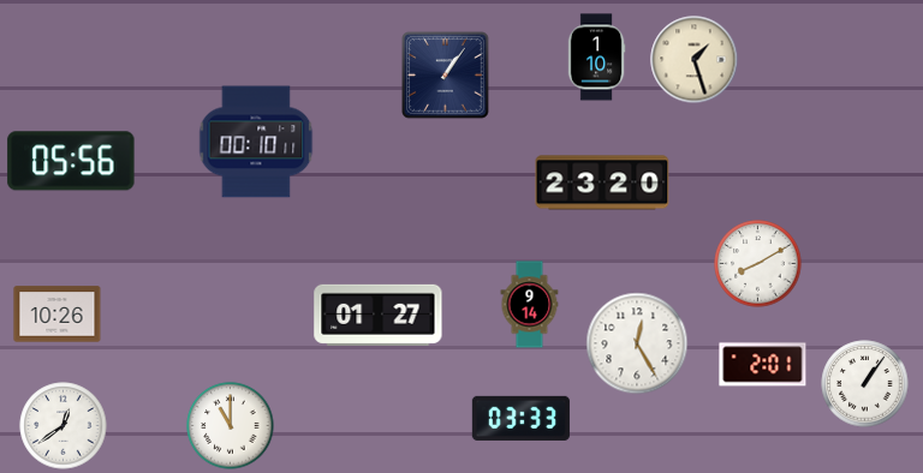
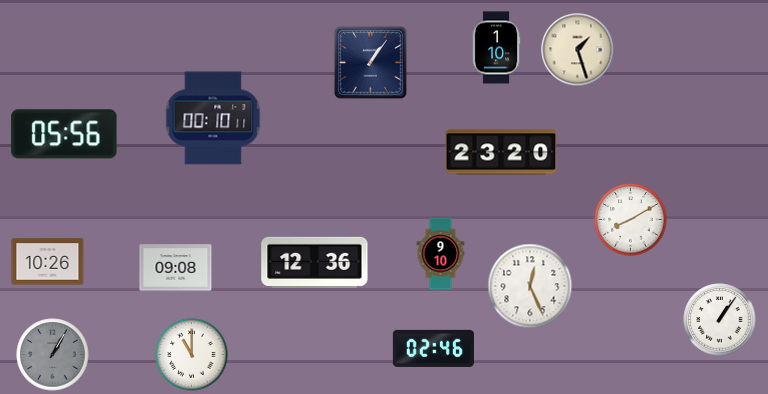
clock at (71, 161) position: (71, 161) -> (64, 134)
clock at (530, 305): 9:14 -> 9:10
clock at (379, 315): 01:27 -> 12:36
clock at (176, 268): none -> 09:08
clock at (637, 343): 12:25 -> 12:26
clock at (763, 365): 2:01 -> none
clock at (520, 418): 03:33 -> 02:46
clock at (64, 426): 12:39 -> 1:05
clock at (64, 426) dial: white -> grey
